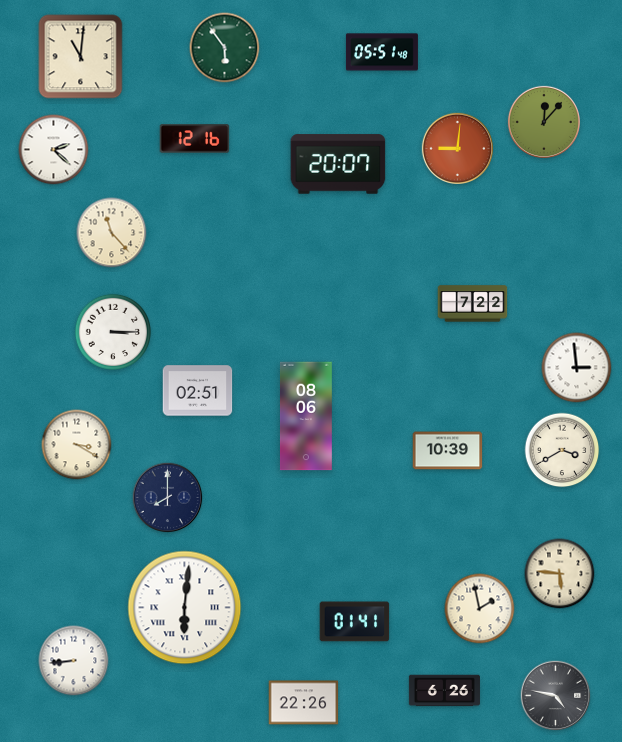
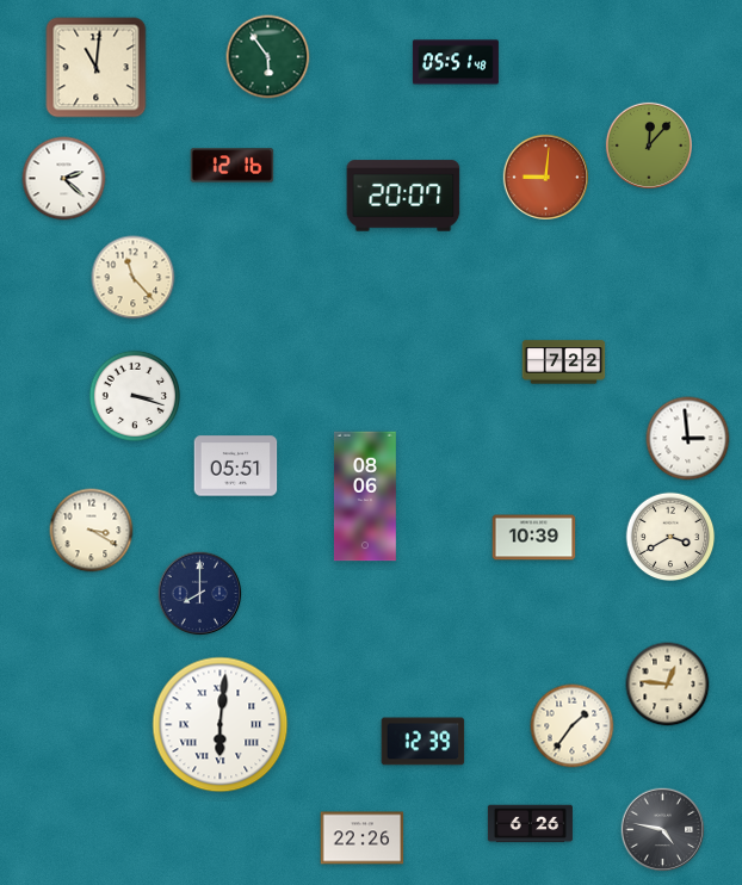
clock at (112, 331): 3:15 -> 3:18
clock at (198, 391): 02:51 -> 05:51
clock at (560, 574): 5:46 -> 12:46
clock at (480, 609): 1:58 -> 1:36
clock at (355, 622): 01:41 -> 12:39
clock at (74, 661): 8:44 -> none
